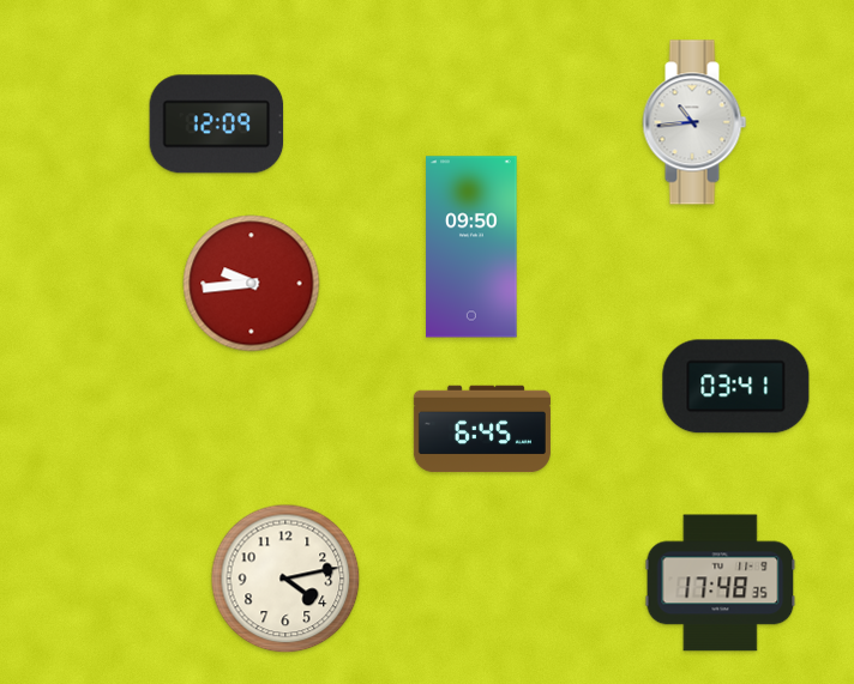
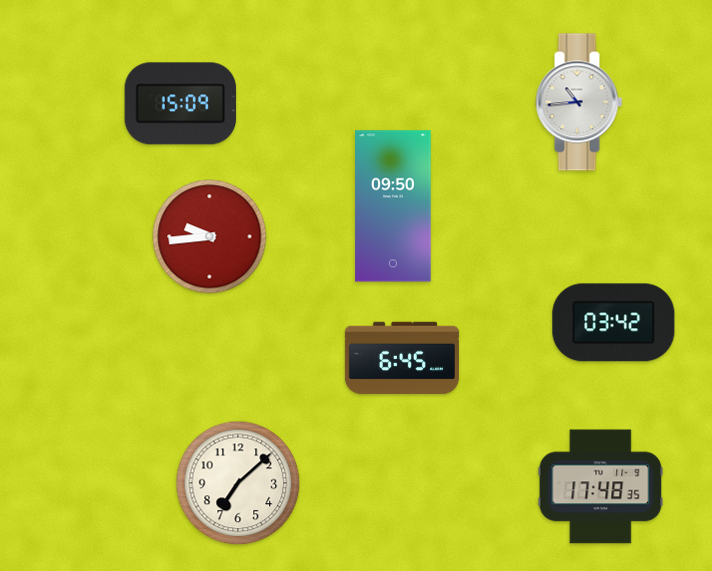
clock at (217, 125): 12:09 -> 15:09
clock at (736, 387): 03:41 -> 03:42
clock at (285, 579): 4:13 -> 7:08
